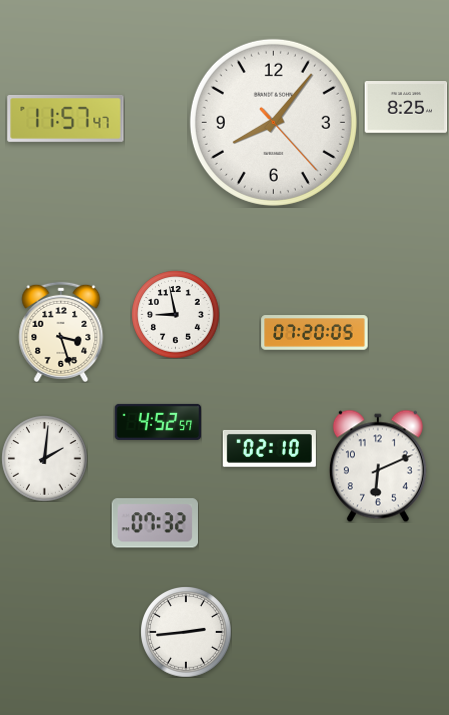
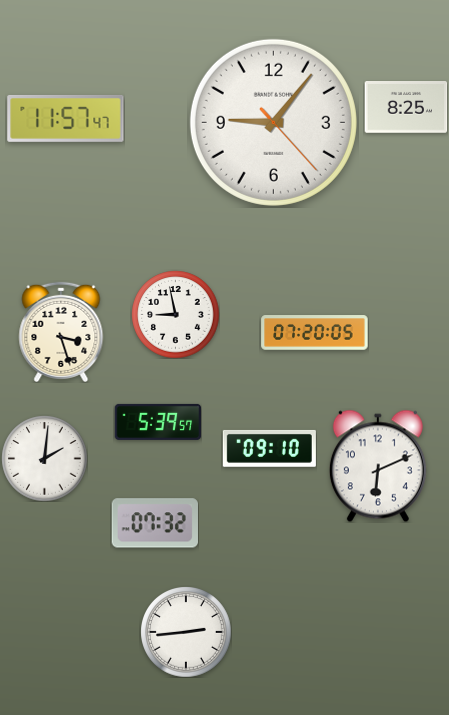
clock at (273, 122): 8:06 -> 9:06
clock at (158, 422): 4:52 -> 5:39
clock at (269, 448): 02:10 -> 09:10
